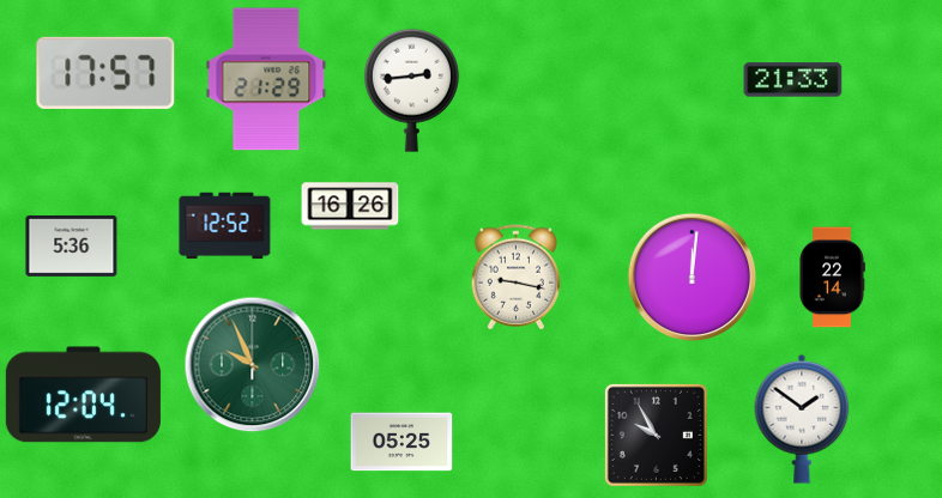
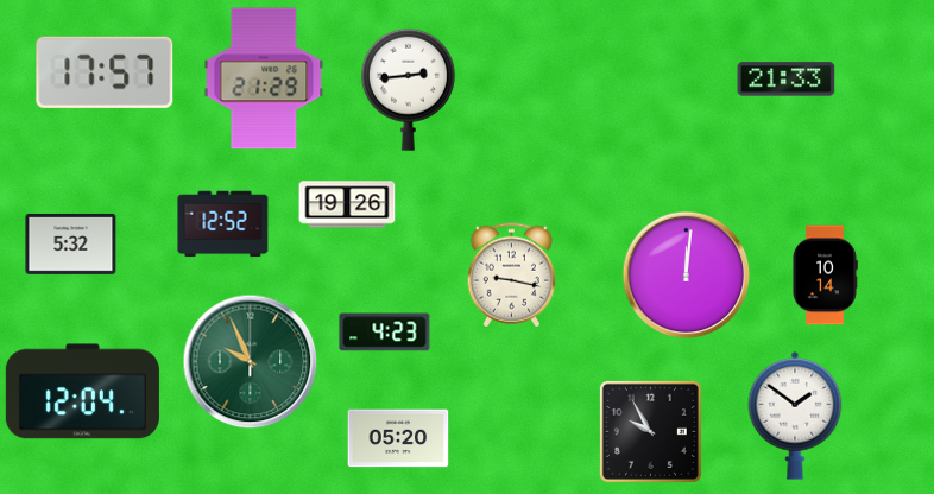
clock at (350, 206): 16:26 -> 19:26
clock at (72, 245): 5:36 -> 5:32
clock at (833, 278): 22:14 -> 10:14
clock at (385, 332): none -> 4:23
clock at (401, 442): 05:25 -> 05:20
